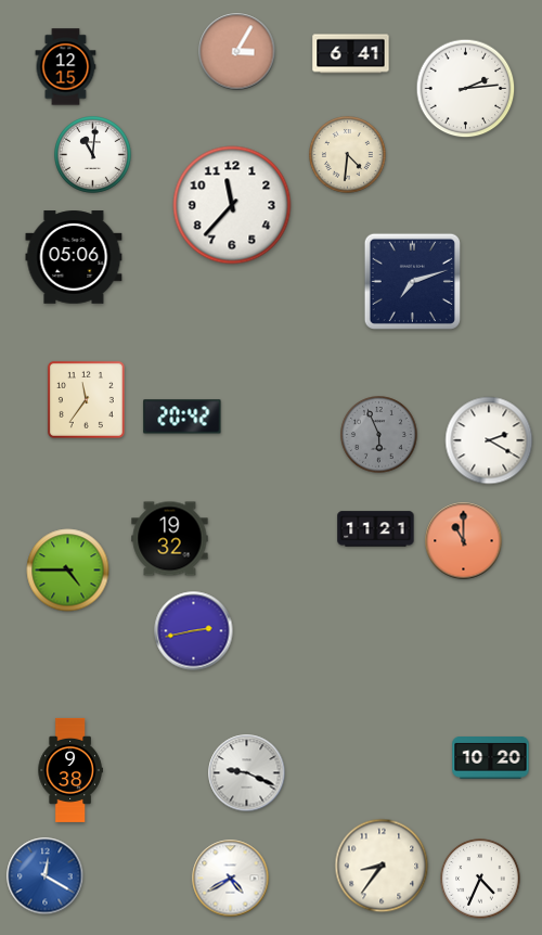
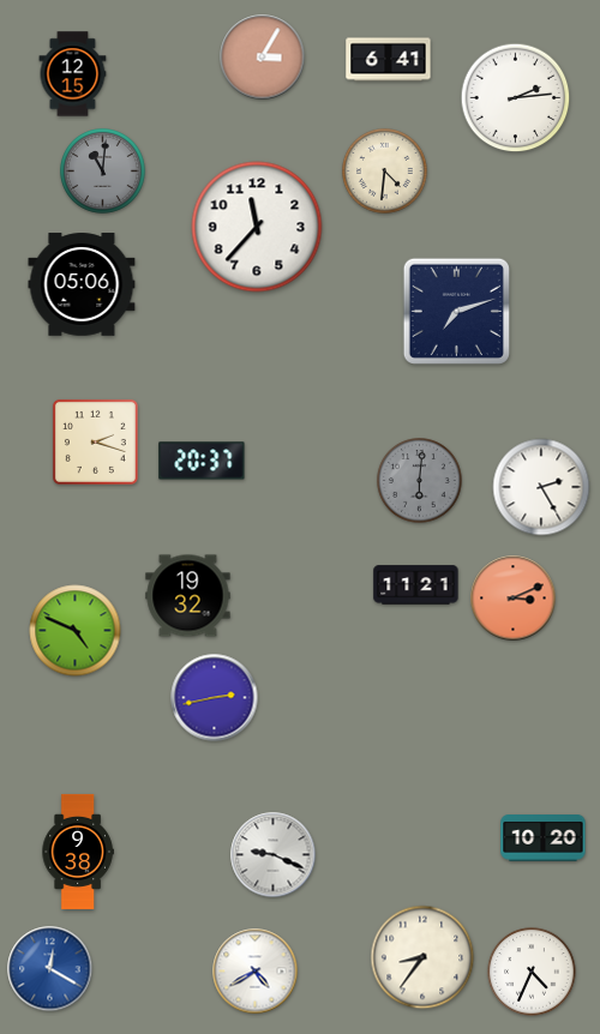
clock at (93, 155) dial: white -> grey
clock at (86, 399): 11:36 -> 2:18
clock at (182, 417): 20:42 -> 20:37
clock at (379, 435): 5:56 -> 6:01
clock at (489, 440): 2:20 -> 2:25
clock at (464, 541): 11:00 -> 3:11
clock at (68, 571): 4:45 -> 4:49
